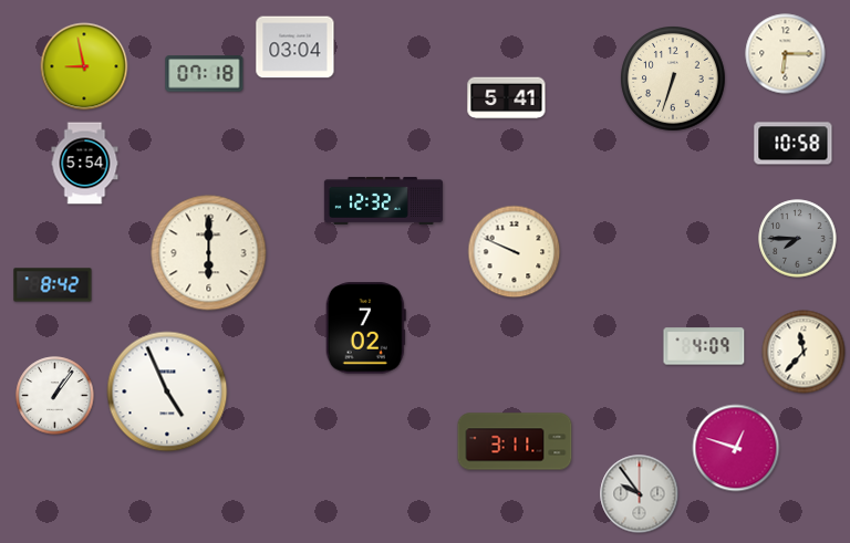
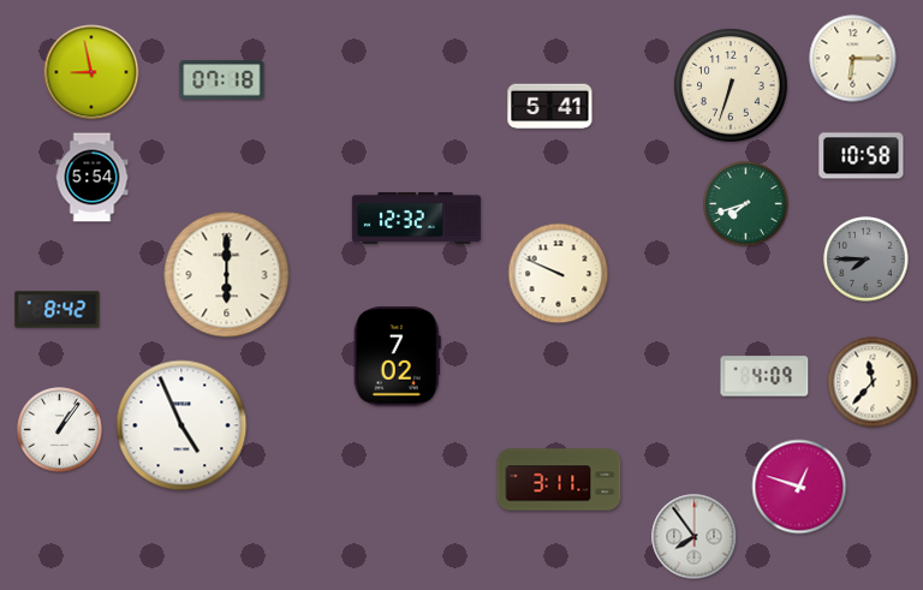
clock at (296, 48): 03:04 -> none
clock at (746, 204): none -> 7:42
clock at (640, 494): 9:54 -> 7:54
